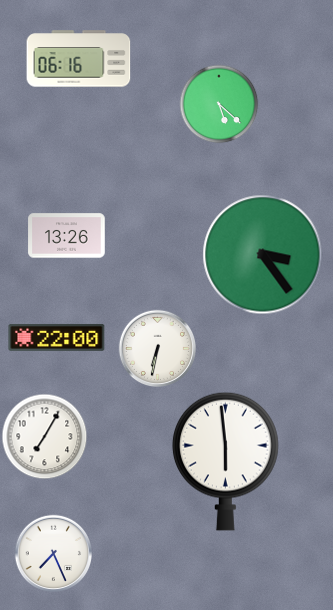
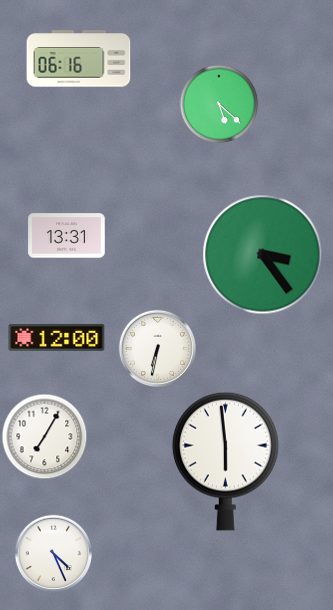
clock at (67, 236): 13:26 -> 13:31
clock at (57, 337): 22:00 -> 12:00
clock at (53, 553): 7:26 -> 4:26
